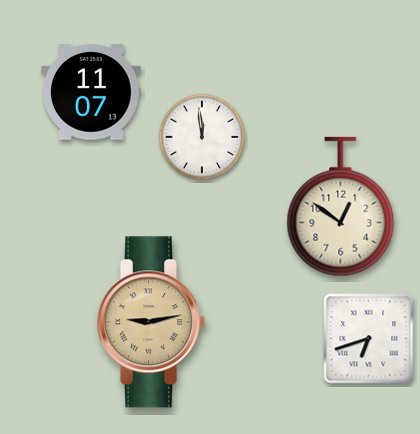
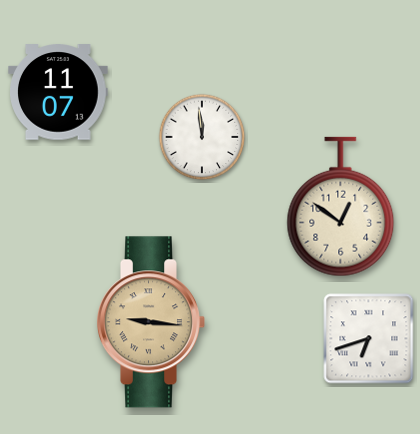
clock at (91, 92) position: (91, 92) -> (58, 92)
clock at (150, 322): 9:13 -> 9:16
